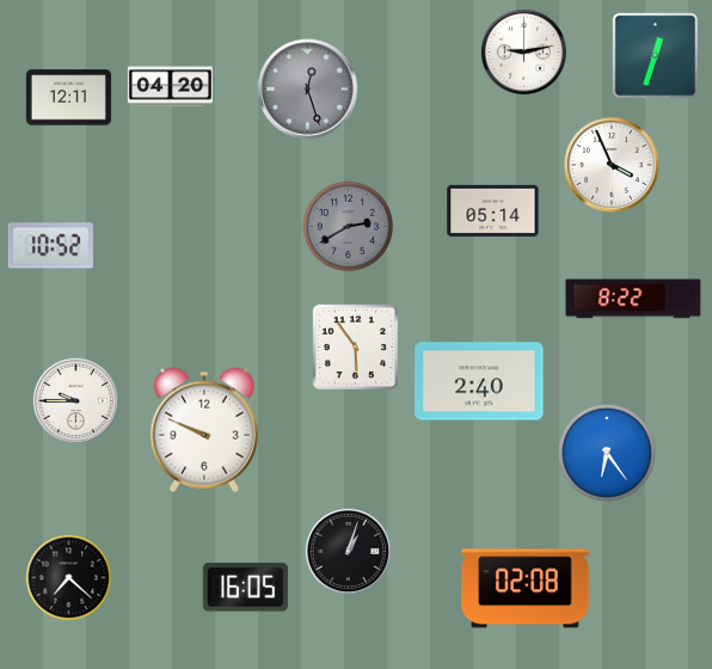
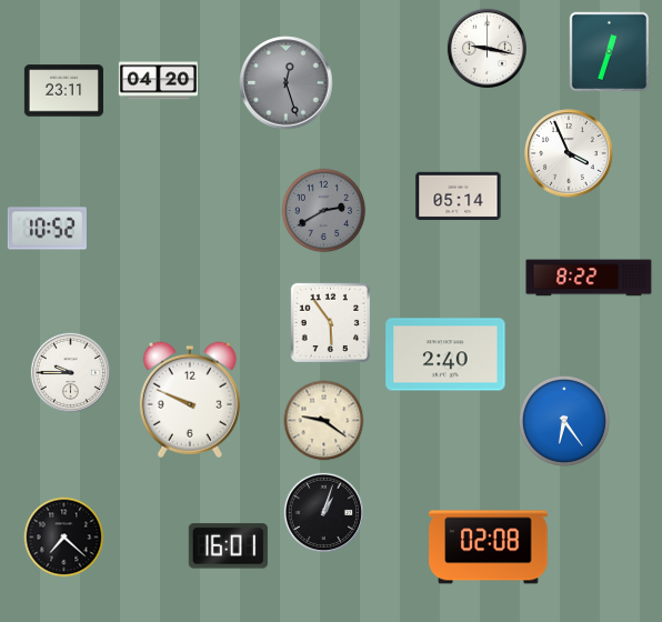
clock at (523, 51): 9:13 -> 9:17
clock at (68, 98): 12:11 -> 23:11
clock at (324, 421): none -> 9:21
clock at (245, 588): 16:05 -> 16:01
